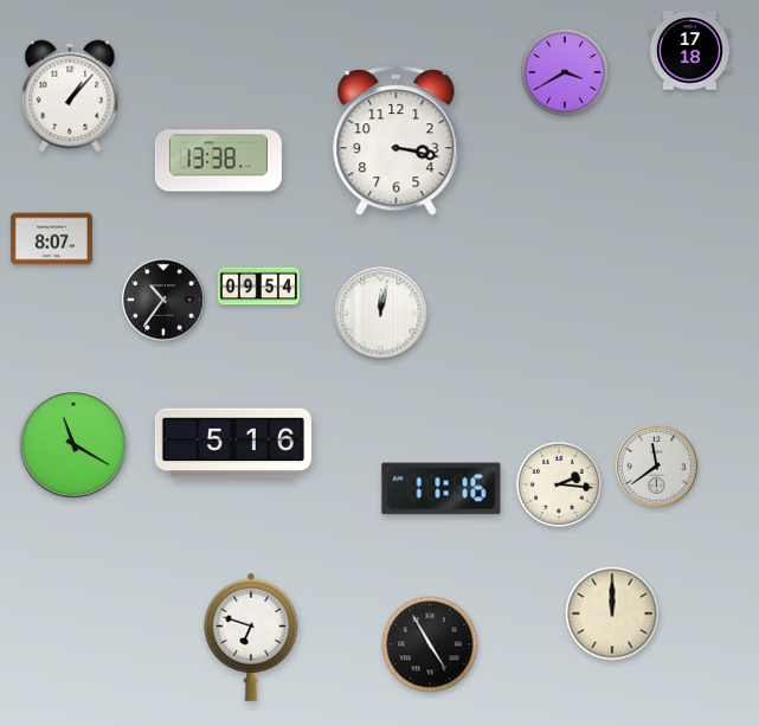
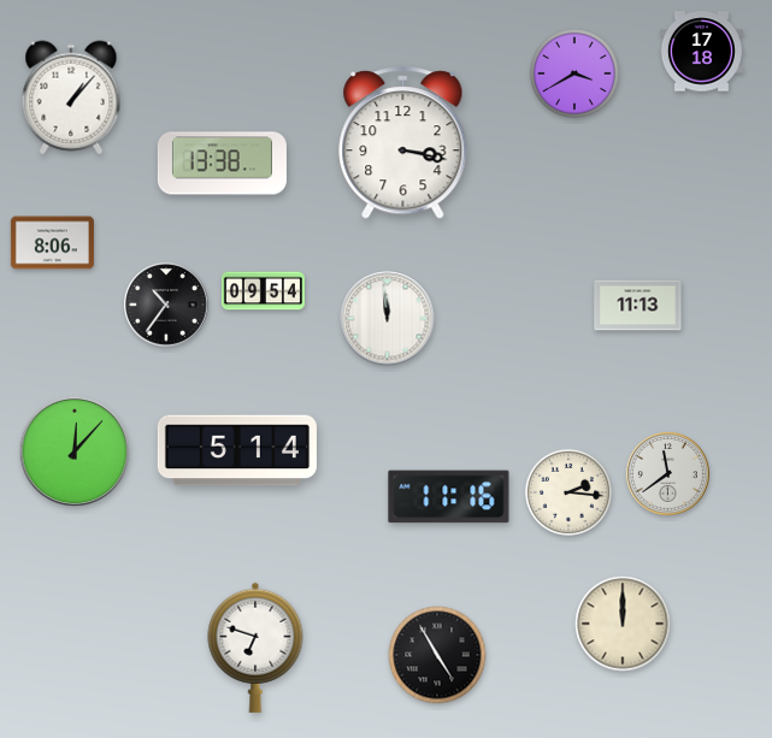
clock at (51, 239): 8:07 -> 8:06
clock at (638, 306): none -> 11:13
clock at (381, 314): 12:02 -> 11:59
clock at (233, 443): 5:16 -> 5:14
clock at (73, 444): 11:20 -> 12:07
